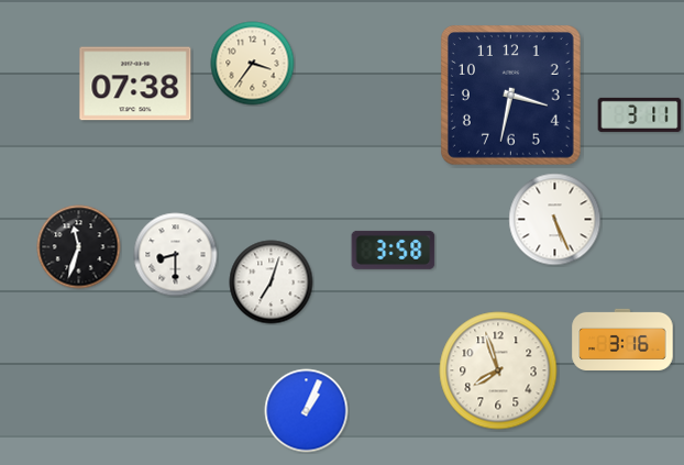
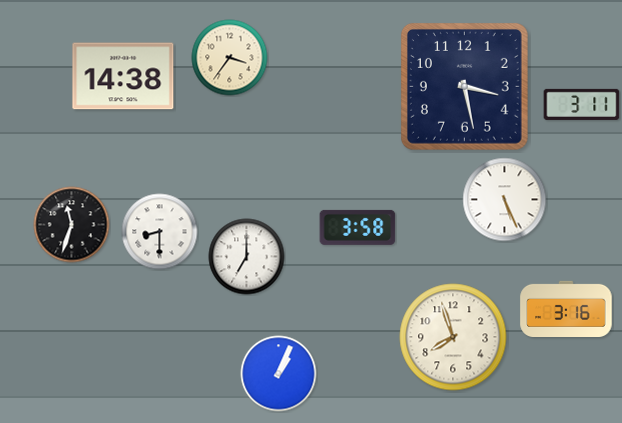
clock at (135, 84): 07:38 -> 14:38
clock at (510, 95): 3:32 -> 3:28
clock at (272, 283): 7:03 -> 7:00
